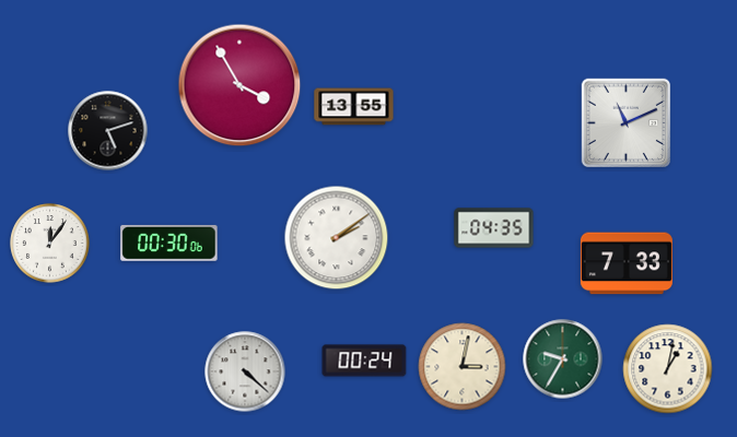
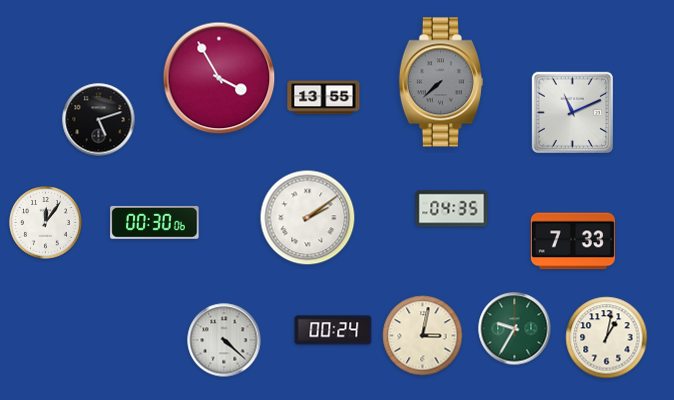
clock at (441, 82): none -> 7:38
clock at (668, 369) position: (668, 369) -> (607, 338)
